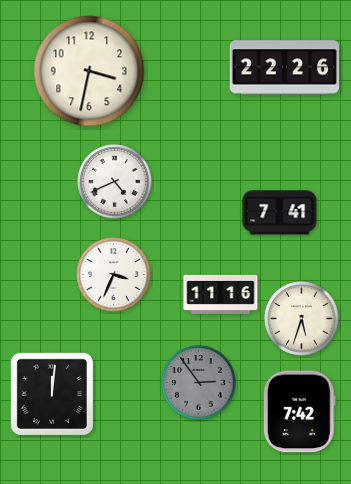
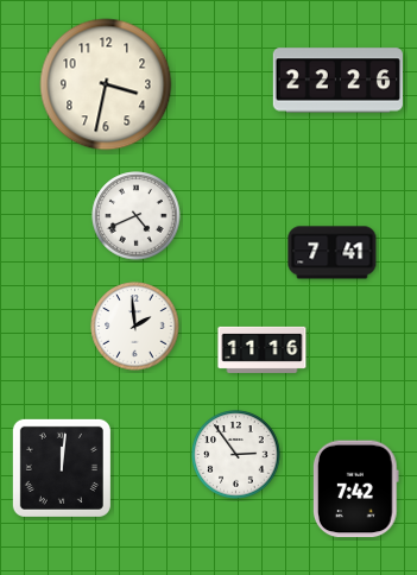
clock at (114, 275): 3:34 -> 1:59
clock at (302, 319): 5:33 -> none
clock at (199, 383) dial: grey -> white
